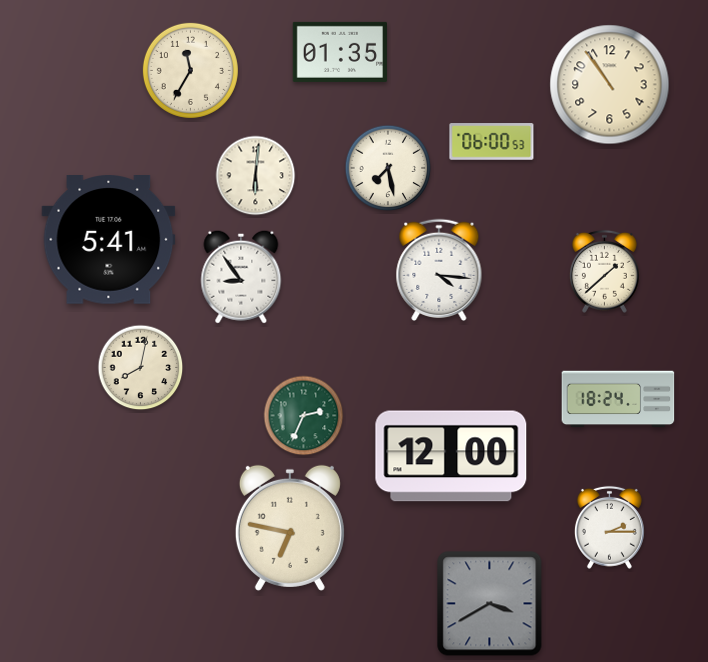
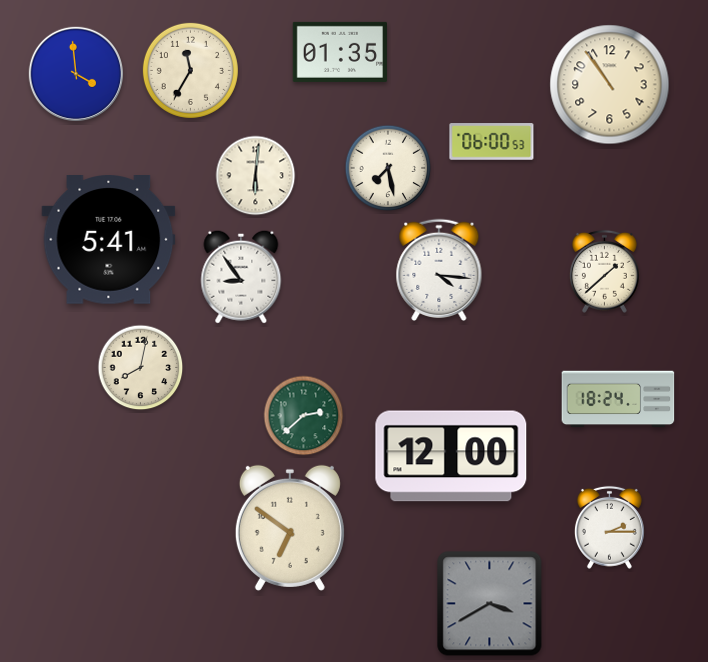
clock at (75, 73): none -> 3:59
clock at (304, 416): 2:34 -> 2:38
clock at (290, 528): 6:47 -> 6:51
